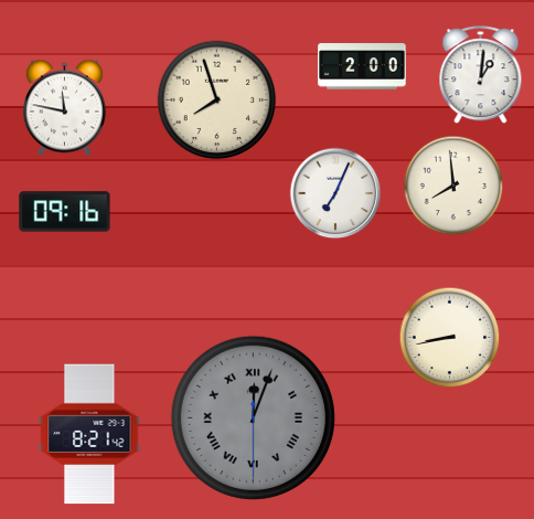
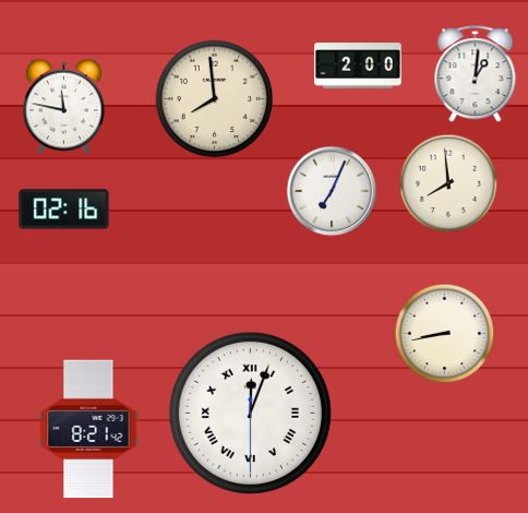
clock at (217, 100): 7:57 -> 7:59
clock at (65, 212): 09:16 -> 02:16
clock at (253, 417) dial: grey -> white
